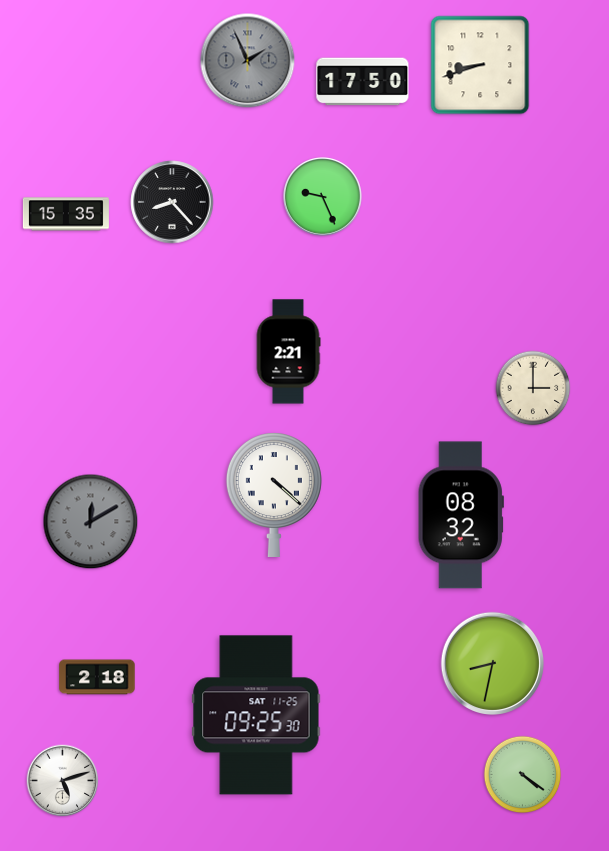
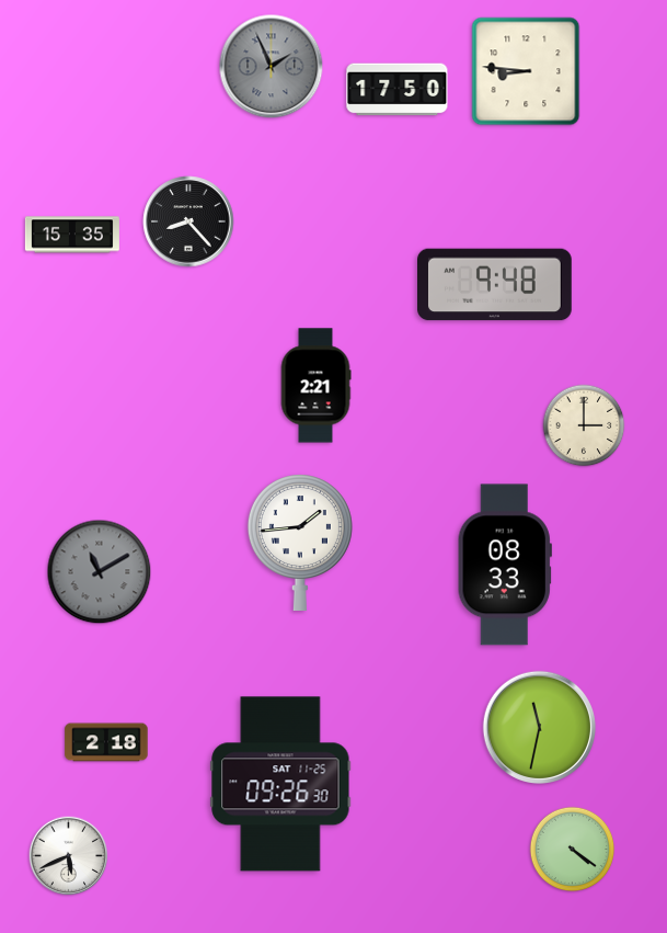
clock at (480, 65): 8:42 -> 8:46
clock at (323, 197): 9:26 -> none
clock at (495, 285): none -> 9:48
clock at (274, 495): 4:22 -> 1:44
clock at (461, 515): 08:32 -> 08:33
clock at (91, 522): 12:10 -> 11:10
clock at (492, 663): 8:32 -> 11:32
clock at (256, 715): 09:25 -> 09:26
clock at (63, 781): 5:12 -> 5:41
